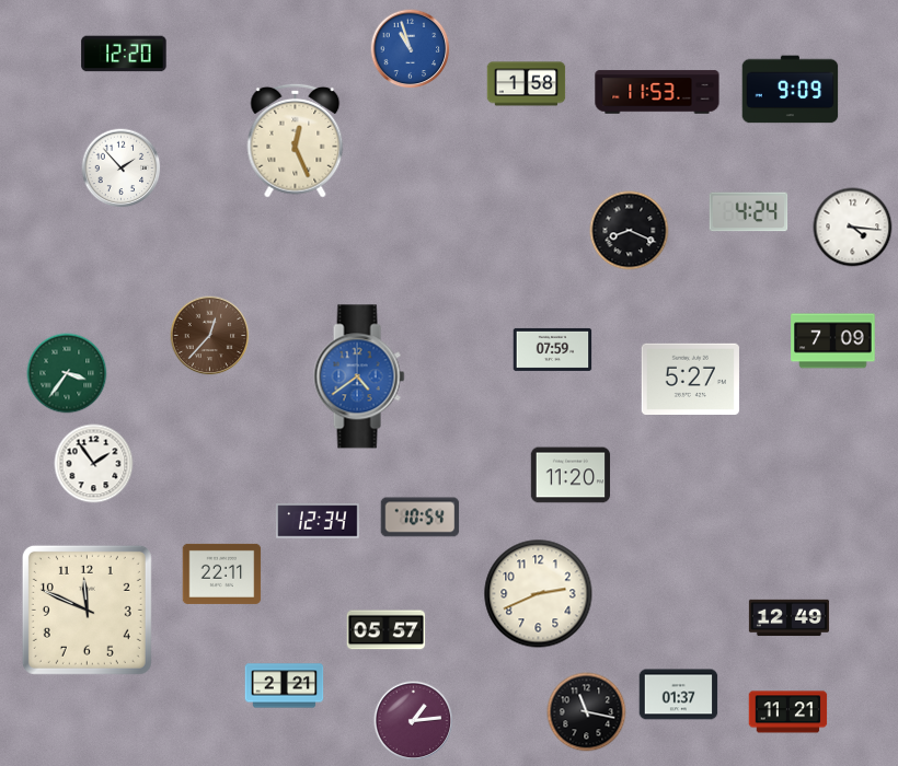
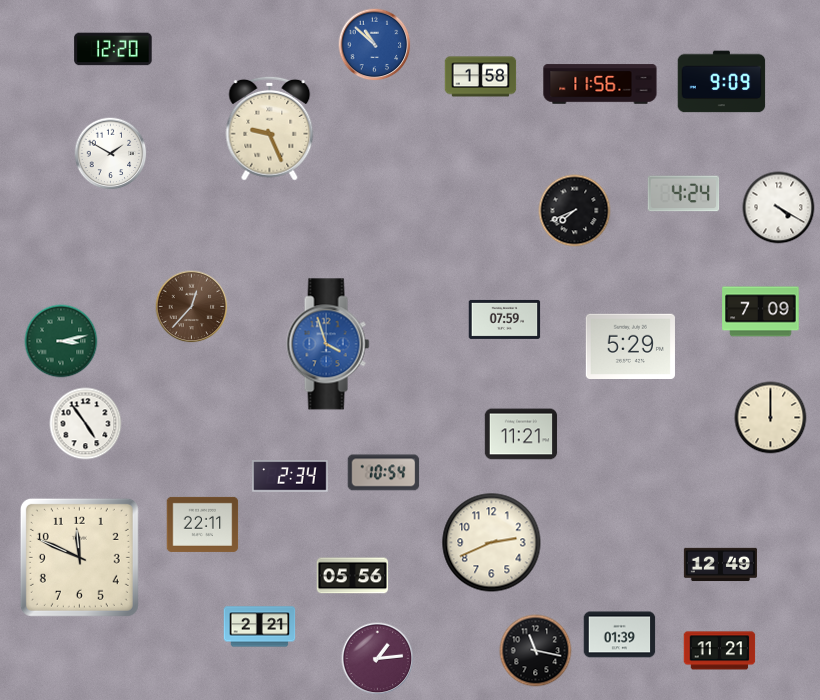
clock at (411, 49): 10:57 -> 10:52
clock at (657, 92): 11:53 -> 11:56
clock at (296, 140): 12:26 -> 9:26
clock at (122, 169): 1:53 -> 1:50
clock at (853, 228): 4:16 -> 4:20
clock at (630, 231): 8:19 -> 7:41
clock at (67, 373): 3:36 -> 3:13
clock at (359, 376): 4:39 -> 3:57
clock at (690, 379): 5:27 -> 5:29
clock at (771, 418): none -> 12:00
clock at (94, 464): 1:54 -> 4:54
clock at (571, 475): 11:20 -> 11:21
clock at (318, 521): 12:34 -> 2:34
clock at (387, 630): 05:57 -> 05:56
clock at (679, 695): 01:37 -> 01:39
